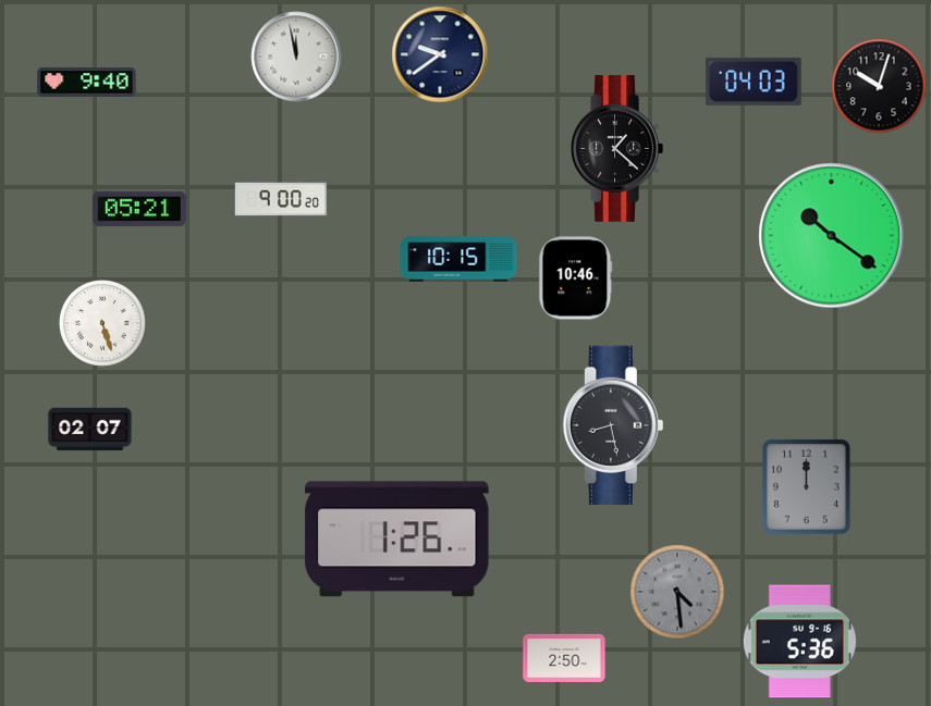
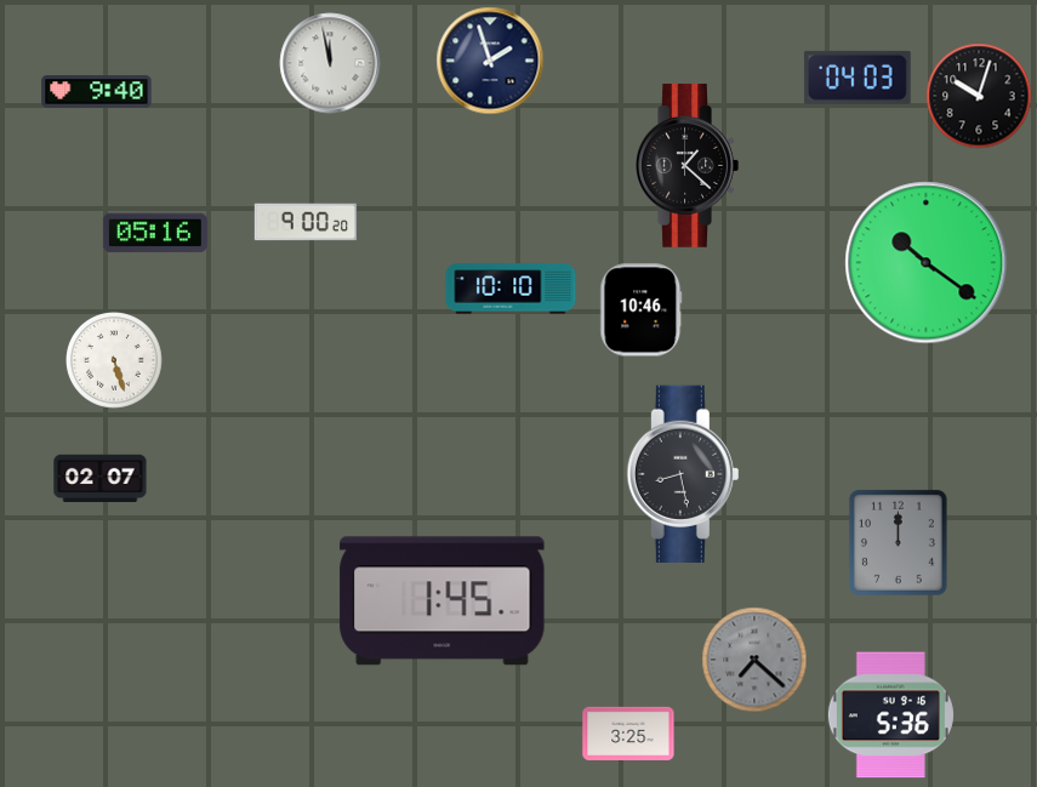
clock at (440, 54): 9:39 -> 1:57
clock at (754, 82) position: (754, 82) -> (857, 78)
clock at (280, 199) position: (280, 199) -> (304, 222)
clock at (139, 209): 05:21 -> 05:16
clock at (458, 259): 10:15 -> 10:10
clock at (397, 540): 1:26 -> 1:45
clock at (677, 592): 4:29 -> 7:22
clock at (564, 658): 2:50 -> 3:25
